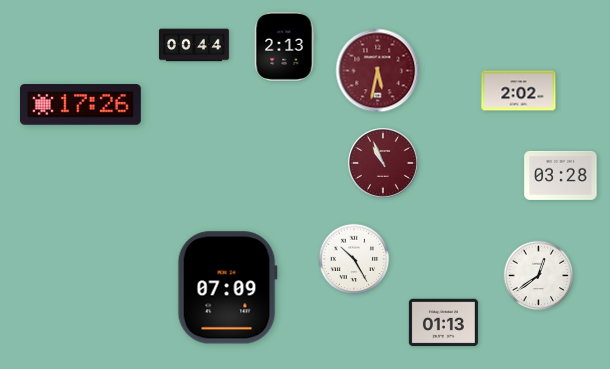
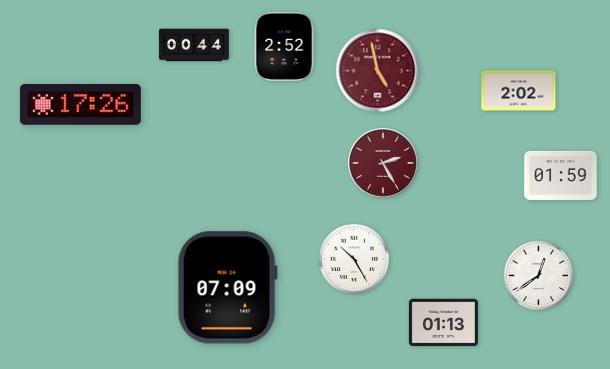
clock at (284, 46): 2:13 -> 2:52
clock at (378, 71): 5:32 -> 4:58
clock at (384, 164): 10:56 -> 2:25
clock at (561, 175): 03:28 -> 01:59
